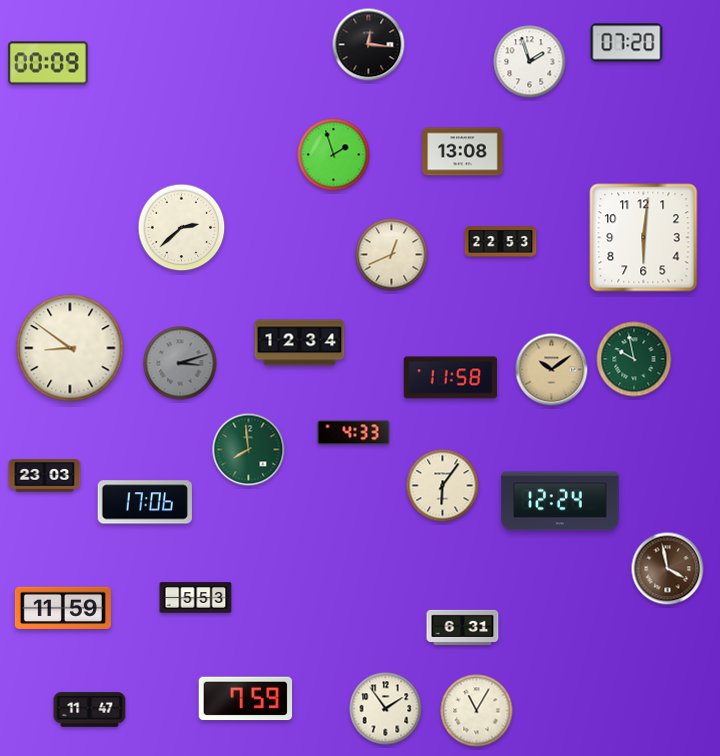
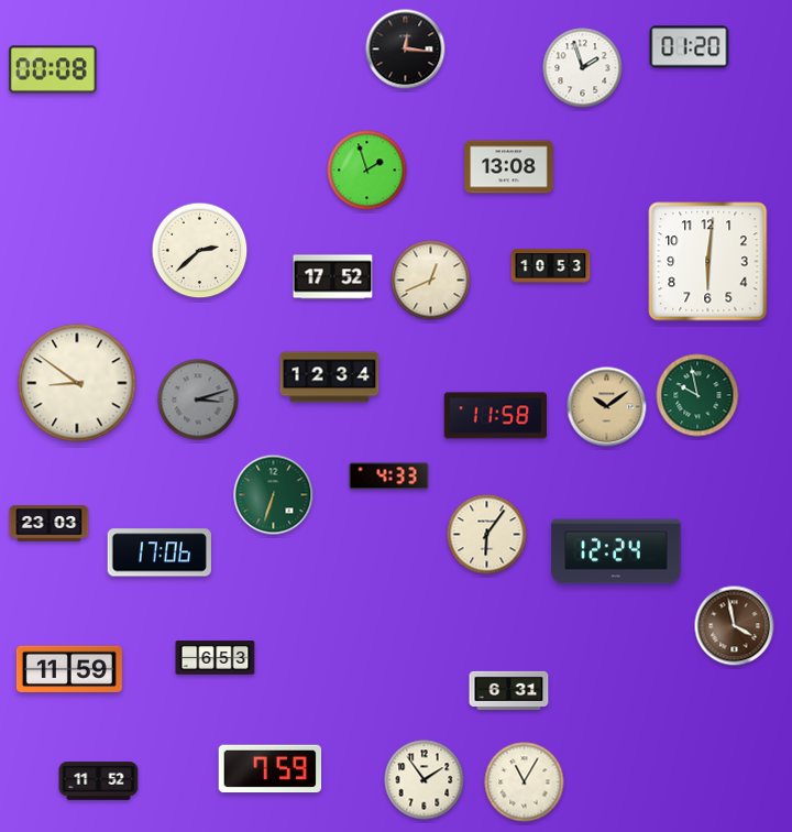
clock at (627, 43): 07:20 -> 01:20
clock at (48, 63): 00:09 -> 00:08
clock at (501, 242): 22:53 -> 10:53
clock at (333, 277): none -> 17:52
clock at (249, 450): 7:59 -> 6:33
clock at (196, 598): 5:53 -> 6:53
clock at (90, 710): 11:47 -> 11:52
